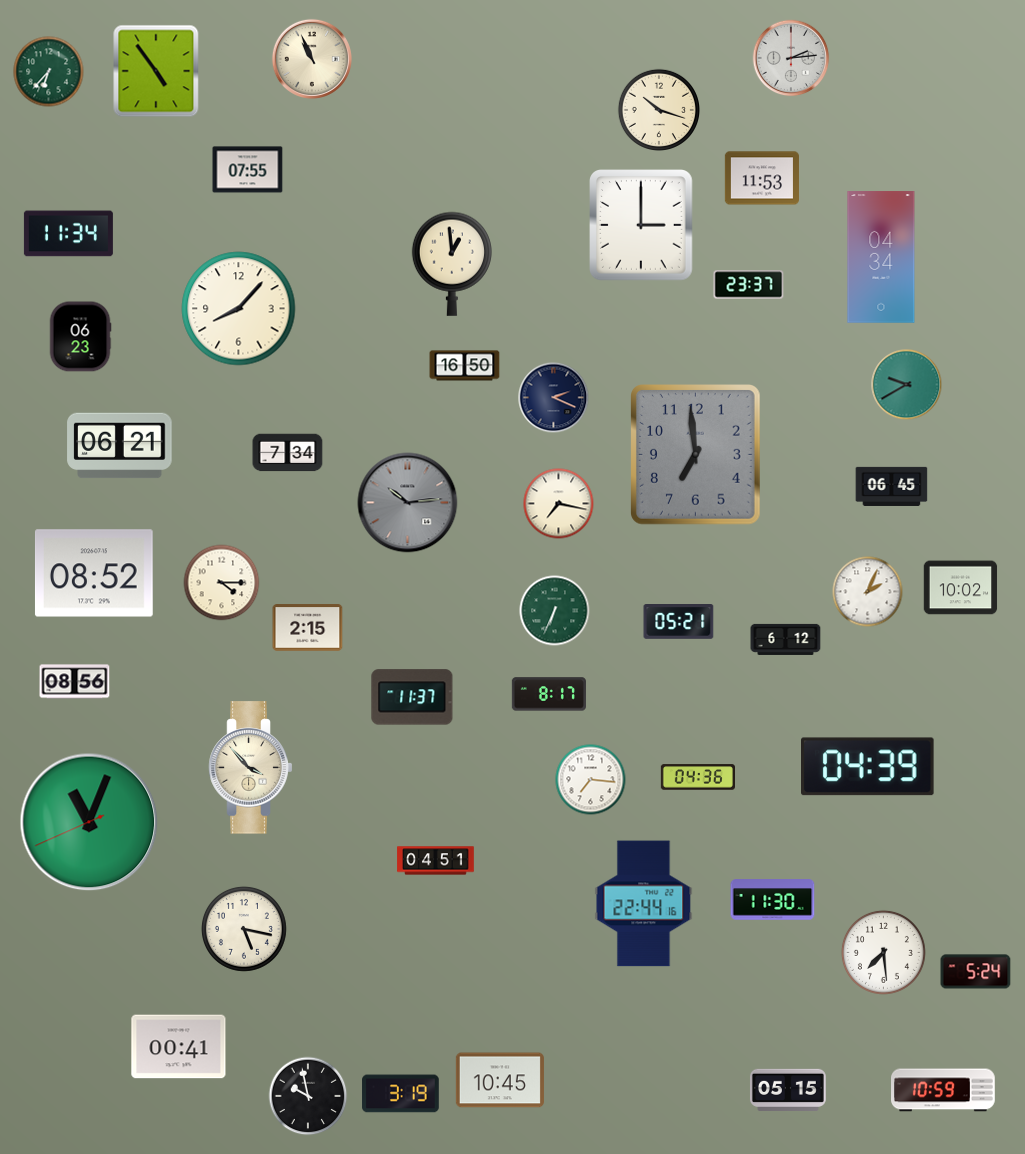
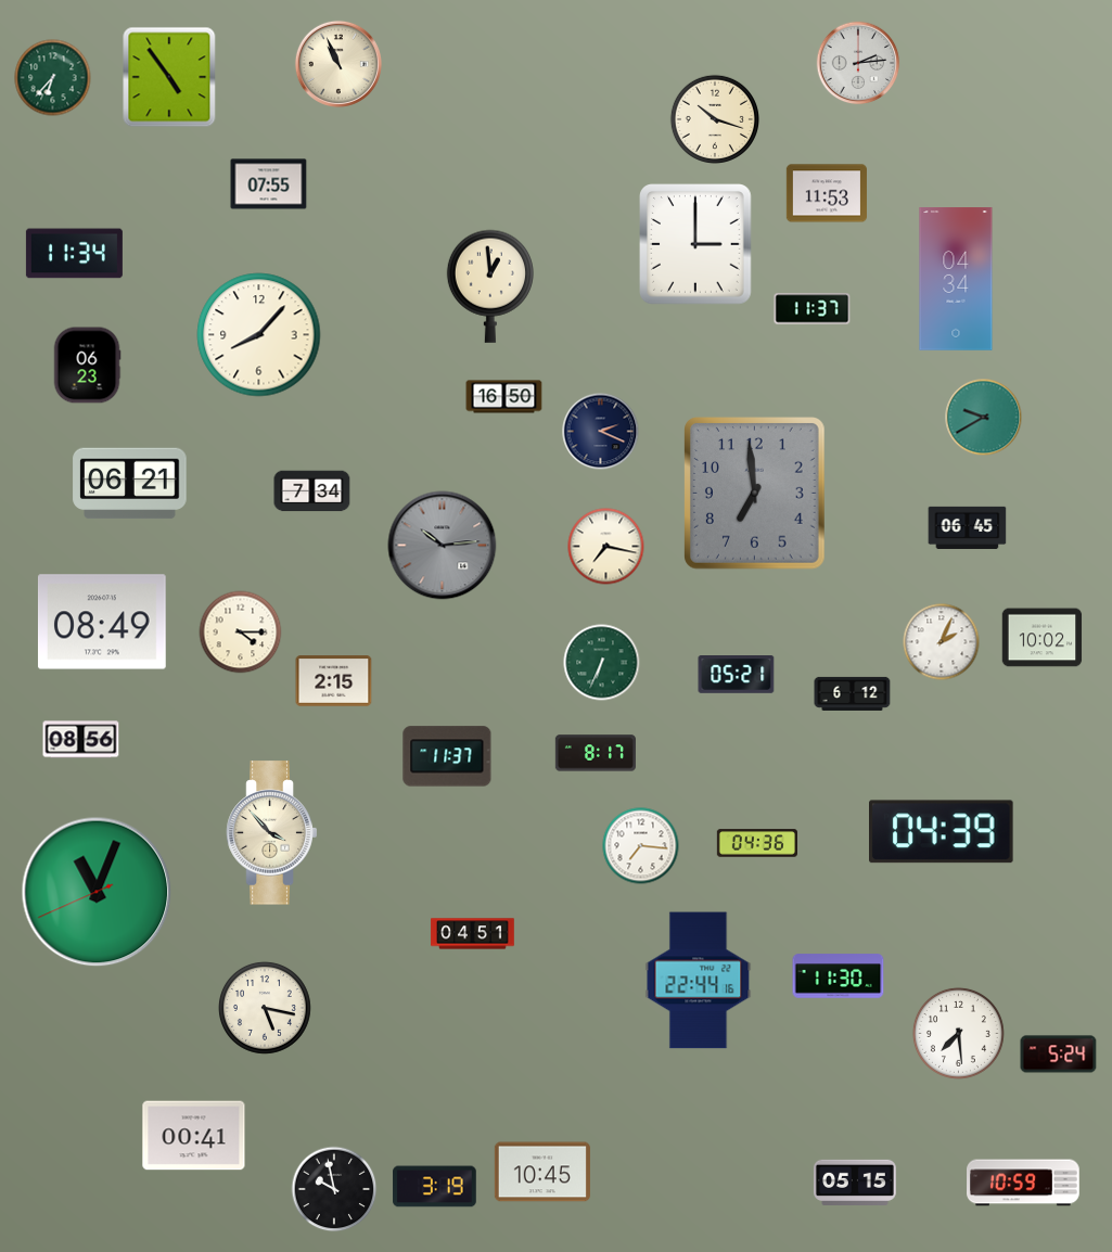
clock at (749, 285): 23:37 -> 11:37
clock at (94, 573): 08:52 -> 08:49
